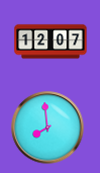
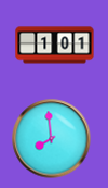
clock at (51, 42): 12:07 -> 1:01
